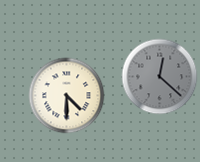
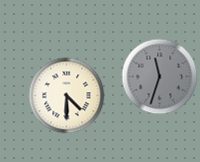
clock at (160, 77): 12:22 -> 11:33
